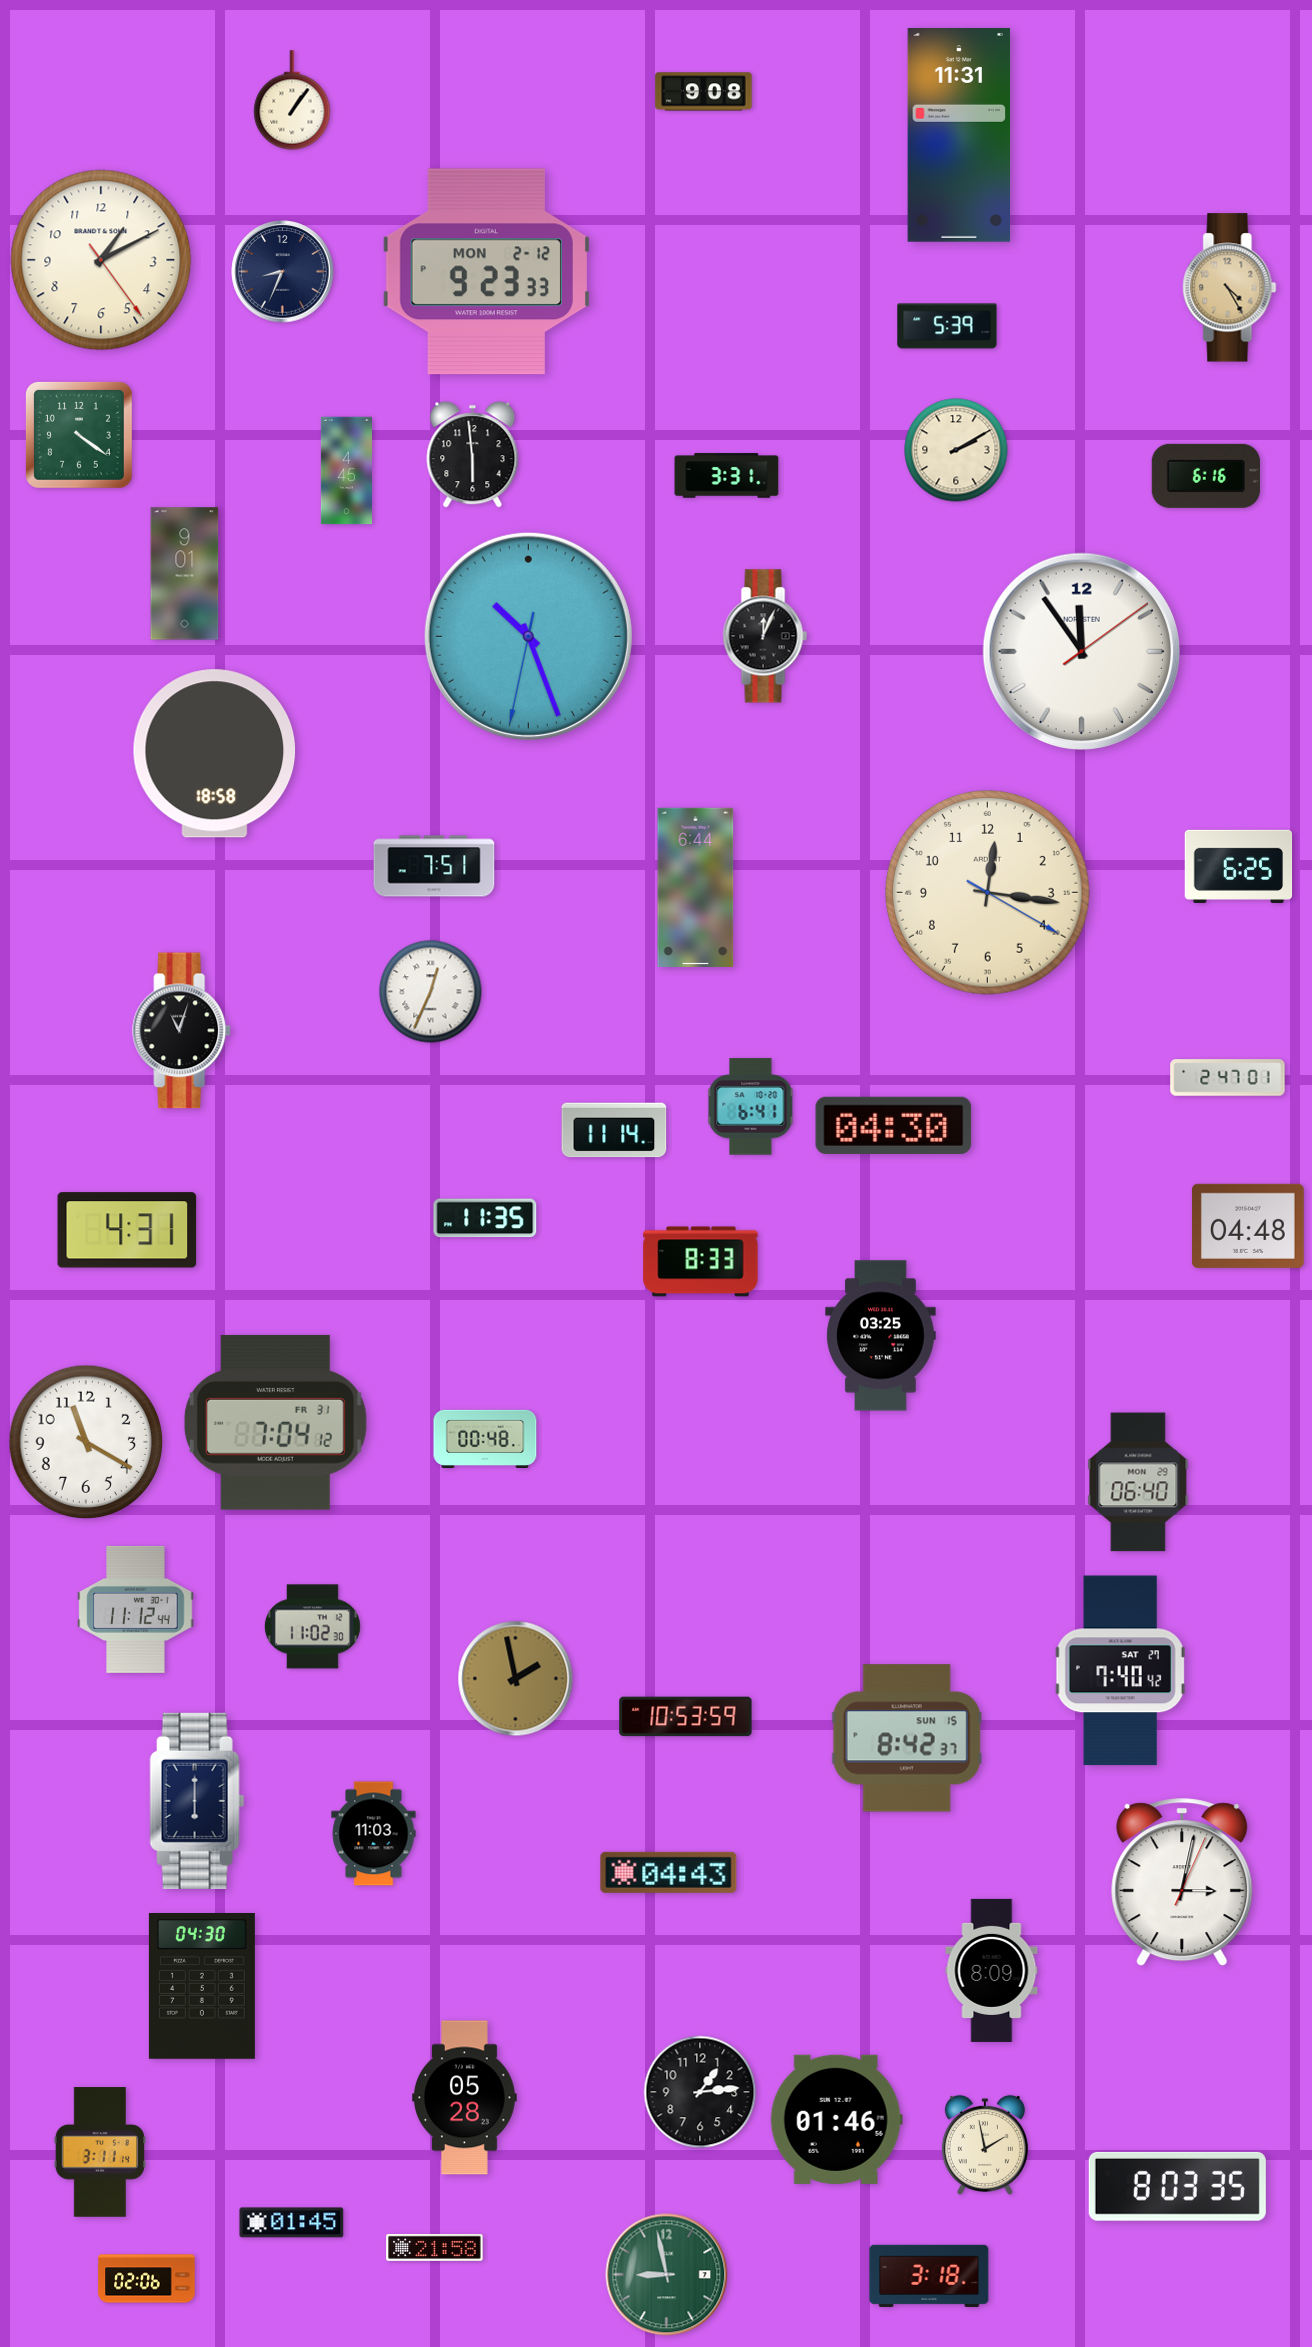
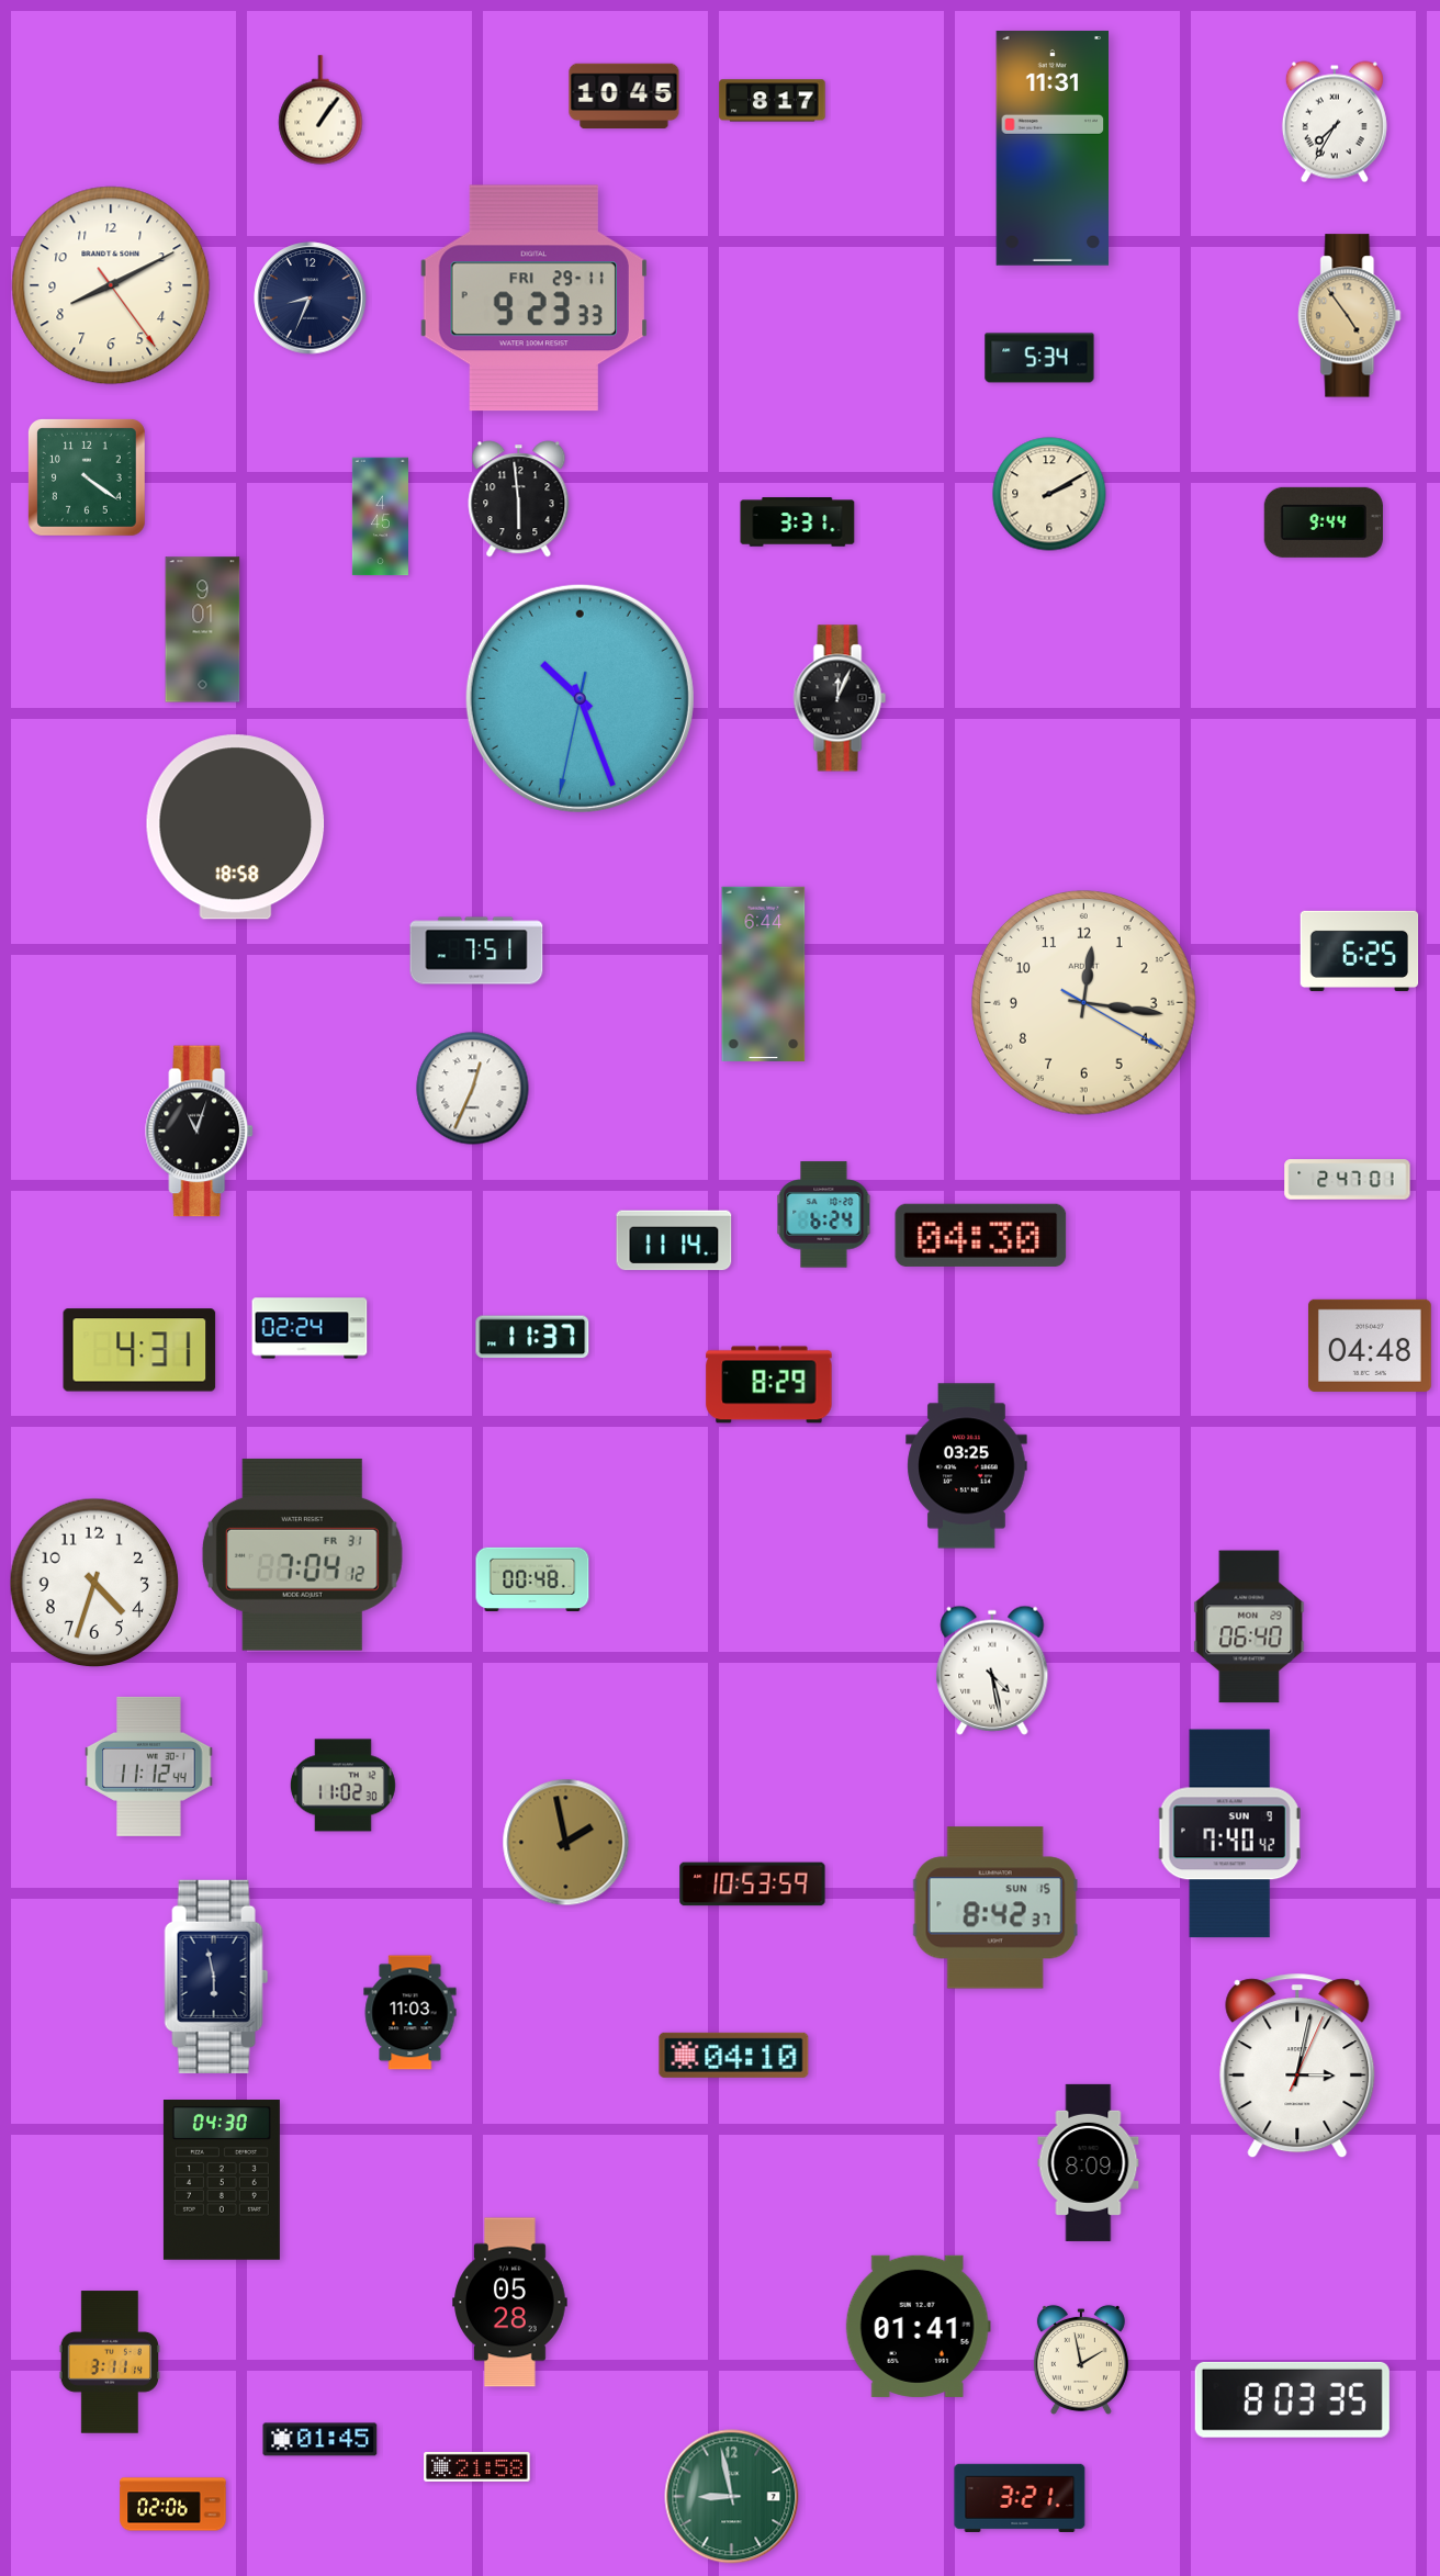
clock at (625, 97): none -> 10:45
clock at (704, 92): 9:08 -> 8:17
clock at (1335, 122): none -> 7:35
clock at (101, 260): 1:10 -> 8:10
clock at (486, 272) date: MON 2-12 -> FRI 29-11
clock at (1230, 288): 4:25 -> 4:54
clock at (947, 326): 5:39 -> 5:34
clock at (1206, 476): 6:16 -> 9:44
clock at (1081, 651): 11:54 -> none
clock at (988, 893) position: (988, 893) -> (1084, 1003)
clock at (1228, 1078) position: (1228, 1078) -> (1348, 1180)
clock at (751, 1107): 6:41 -> 6:24
clock at (310, 1328): none -> 02:24
clock at (485, 1218): 11:35 -> 11:37
clock at (701, 1262): 8:33 -> 8:29
clock at (275, 1422) position: (275, 1422) -> (302, 1554)
clock at (86, 1442): 11:20 -> 4:33
clock at (992, 1671): none -> 4:28
clock at (1120, 1671) date: SAT 27 -> SUN 9
clock at (197, 1801): 6:00 -> 5:58
clock at (669, 1872): 04:43 -> 04:10
clock at (700, 2092): 1:14 -> none
clock at (836, 2119): 01:46 -> 01:41
clock at (985, 2145) position: (985, 2145) -> (1081, 2360)
clock at (929, 2276): 3:18 -> 3:21
clock at (147, 2279) position: (147, 2279) -> (173, 2505)
